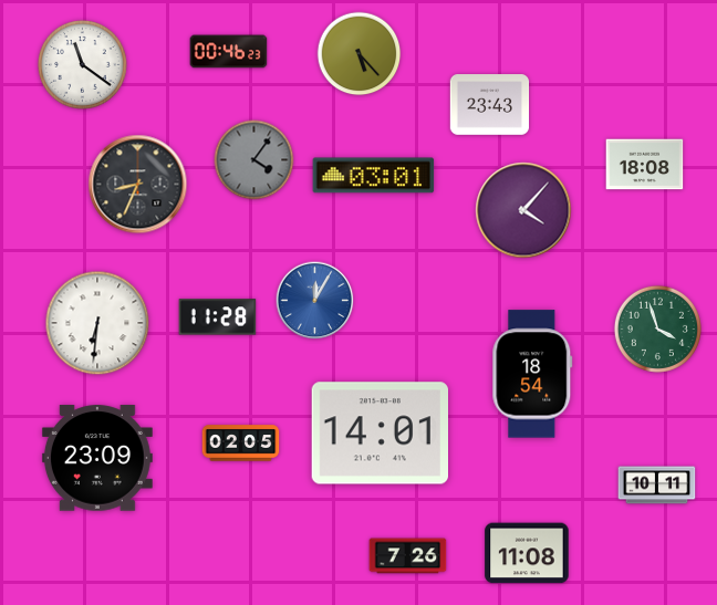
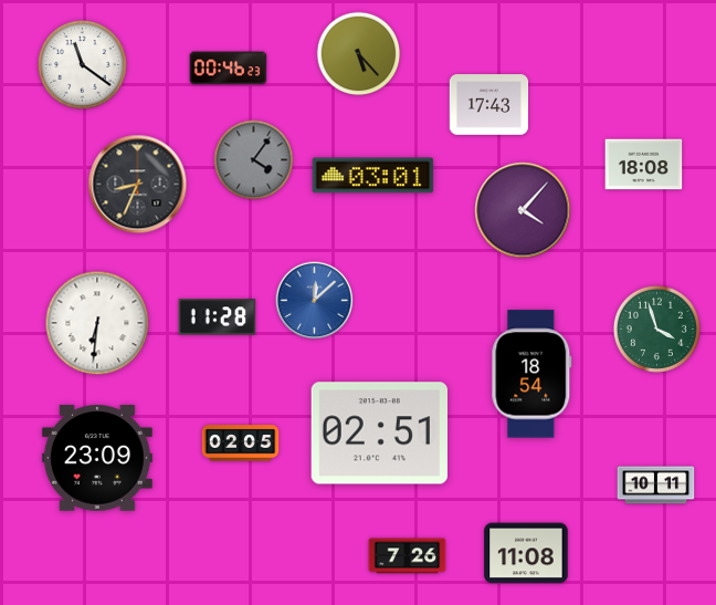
clock at (229, 52) position: (229, 52) -> (229, 69)
clock at (490, 105): 23:43 -> 17:43
clock at (315, 301): 12:05 -> 12:08
clock at (380, 434): 14:01 -> 02:51
